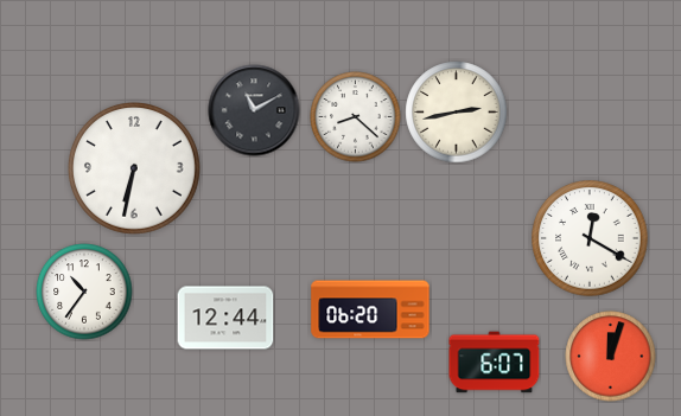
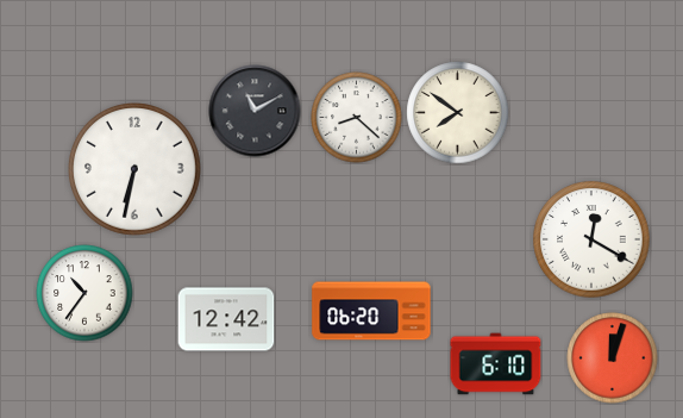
clock at (457, 113): 2:43 -> 7:51
clock at (225, 318): 12:44 -> 12:42
clock at (495, 363): 6:07 -> 6:10
